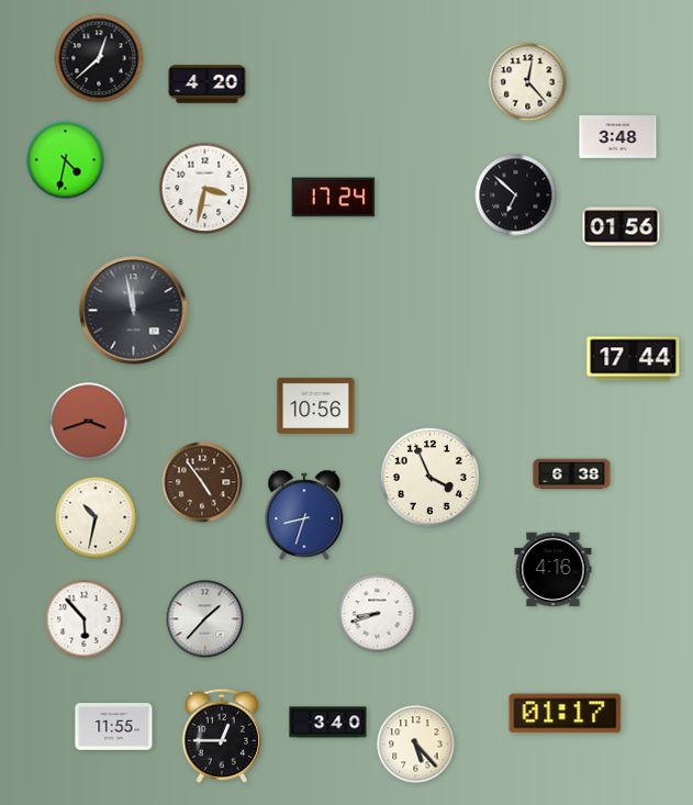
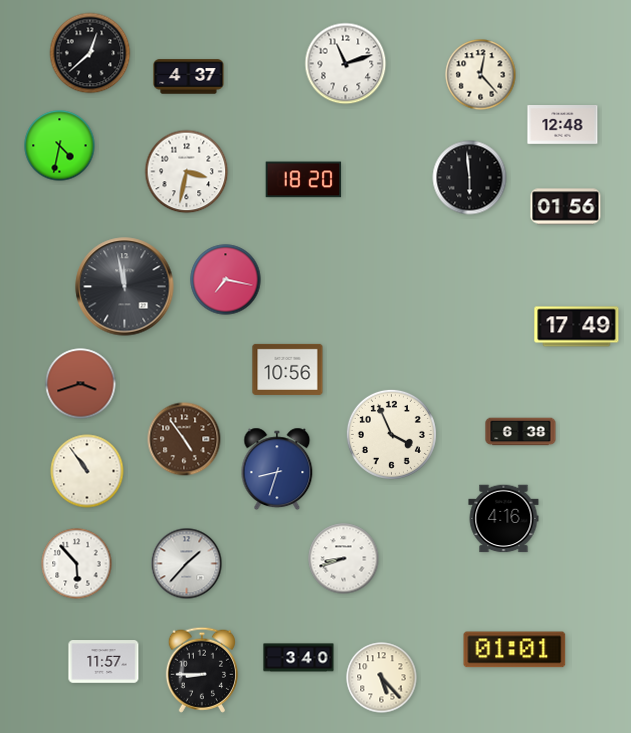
clock at (346, 64): none -> 11:12
clock at (208, 85): 4:20 -> 4:37
clock at (618, 137): 3:48 -> 12:48
clock at (516, 195): 6:52 -> 5:59
clock at (334, 198): 17:24 -> 18:20
clock at (226, 280): none -> 7:17
clock at (134, 311) position: (134, 311) -> (125, 287)
clock at (634, 359): 17:44 -> 17:49
clock at (96, 517): 10:32 -> 10:54
clock at (566, 714): 01:17 -> 01:01
clock at (114, 727): 11:55 -> 11:57
clock at (221, 736): 12:45 -> 8:45
clock at (416, 745) position: (416, 745) -> (382, 678)
